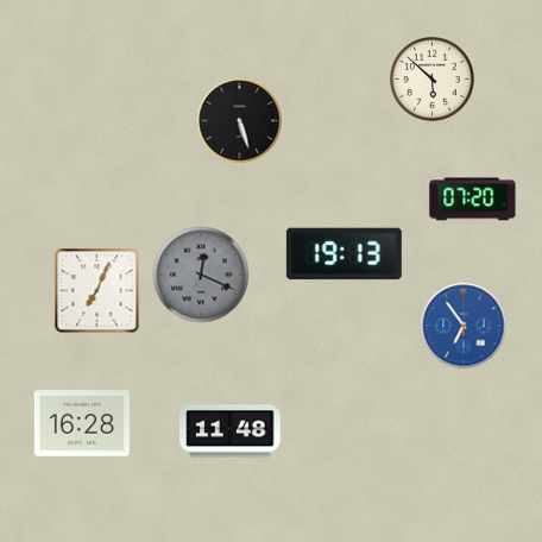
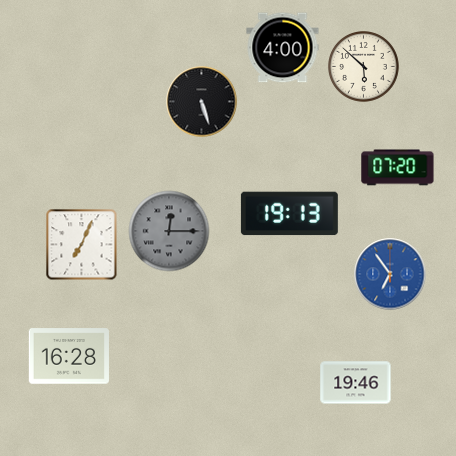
clock at (283, 48): none -> 4:00
clock at (201, 275): 12:19 -> 12:15
clock at (231, 431): 11:48 -> none
clock at (356, 383): none -> 19:46
